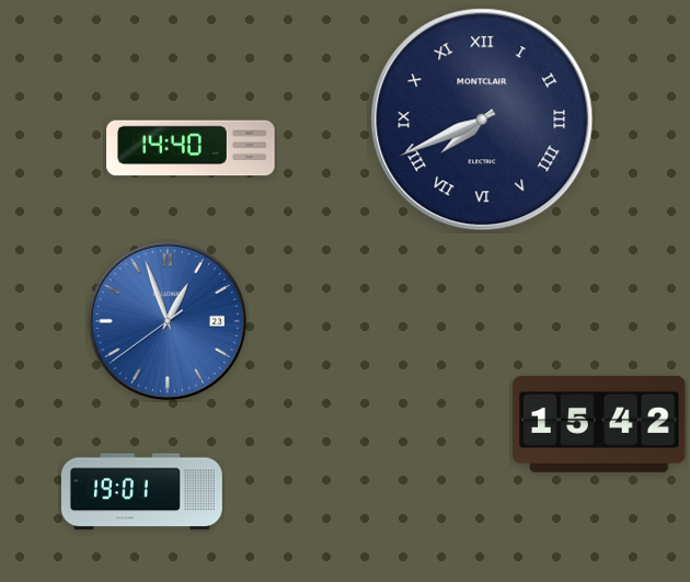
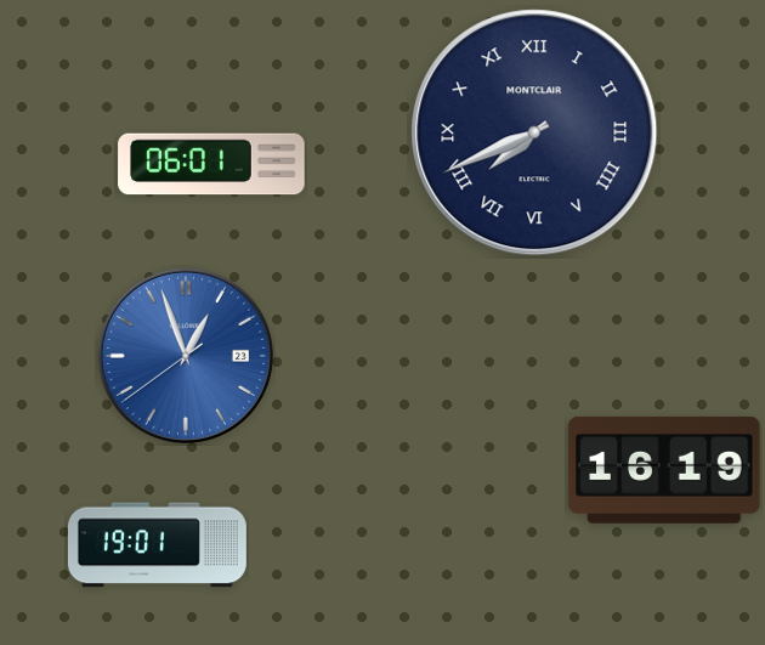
clock at (191, 148): 14:40 -> 06:01
clock at (599, 424): 15:42 -> 16:19
